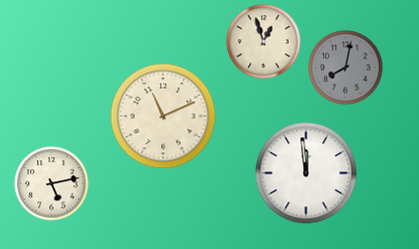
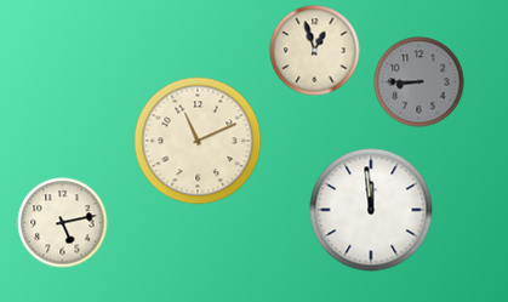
clock at (264, 42) position: (264, 42) -> (315, 51)
clock at (346, 68): 8:02 -> 8:45
